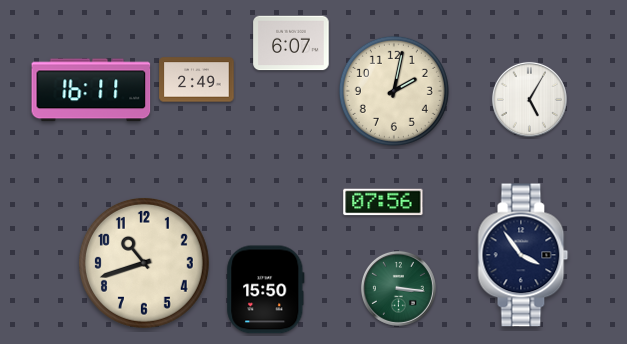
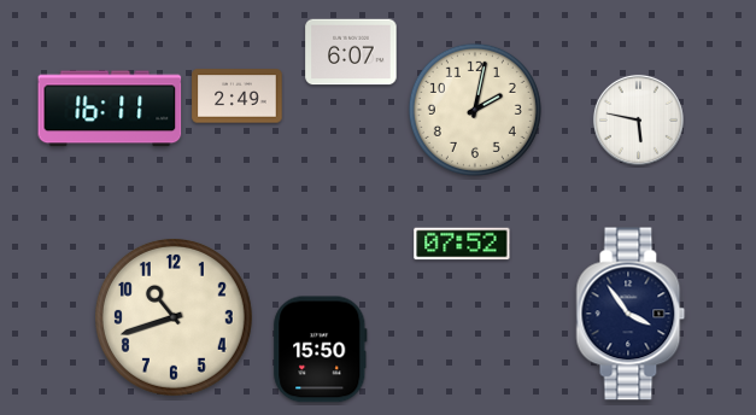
clock at (529, 99): 5:05 -> 5:47
clock at (383, 202): 07:56 -> 07:52
clock at (523, 255) position: (523, 255) -> (631, 314)
clock at (398, 288): 3:16 -> none
